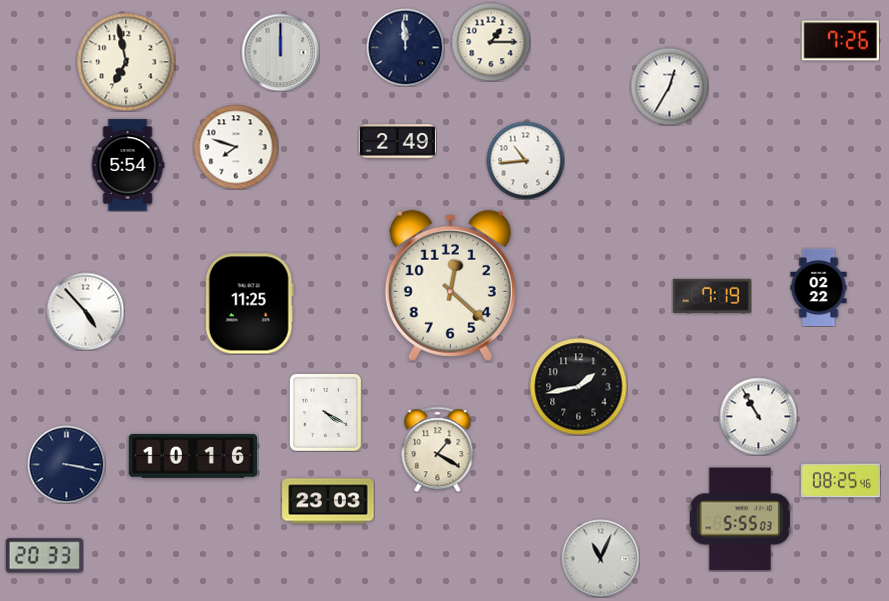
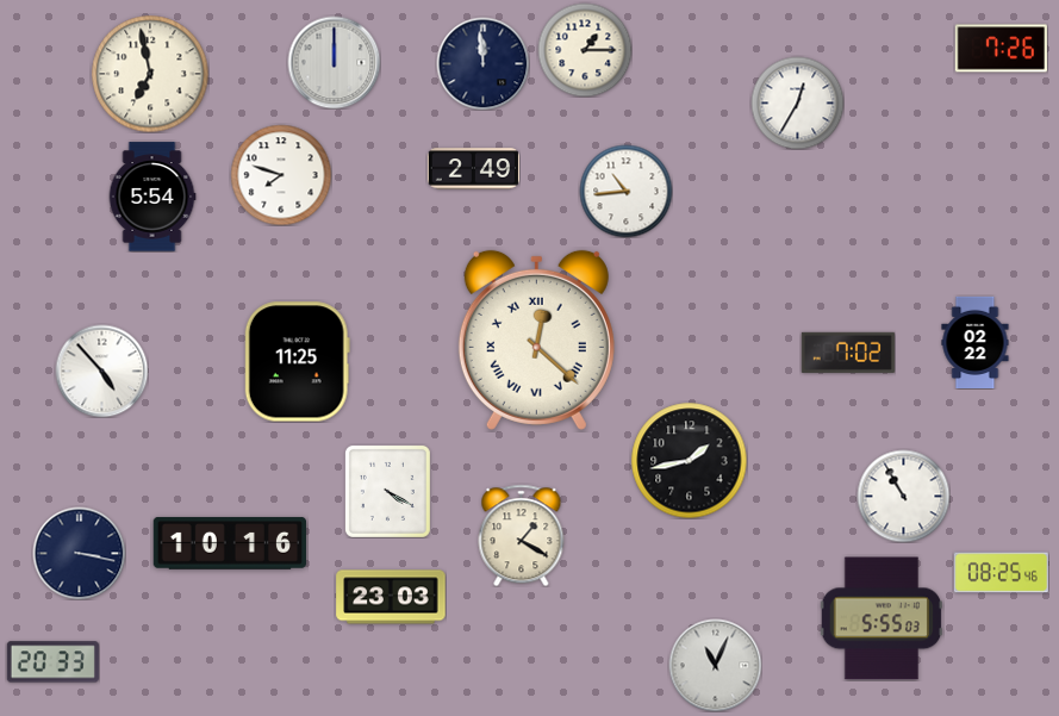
clock at (405, 47) position: (405, 47) -> (482, 63)
clock at (450, 285) numerals: Arabic -> Roman
clock at (712, 296): 7:19 -> 7:02
